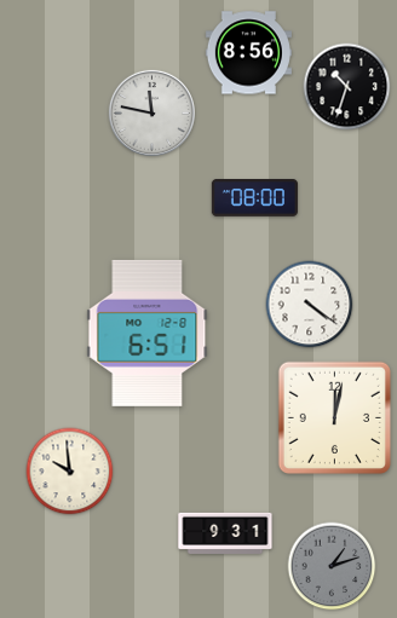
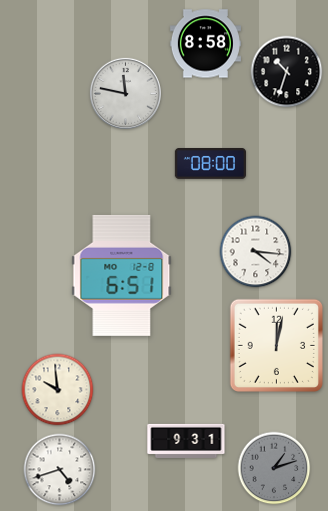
clock at (248, 53): 8:56 -> 8:58
clock at (310, 305): 4:21 -> 4:16
clock at (60, 470): none -> 4:42
